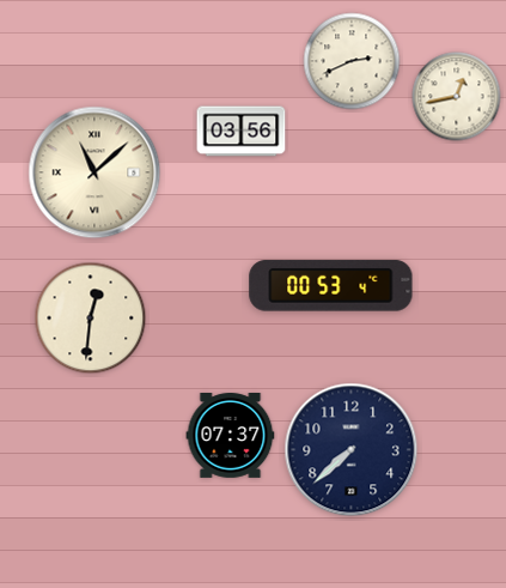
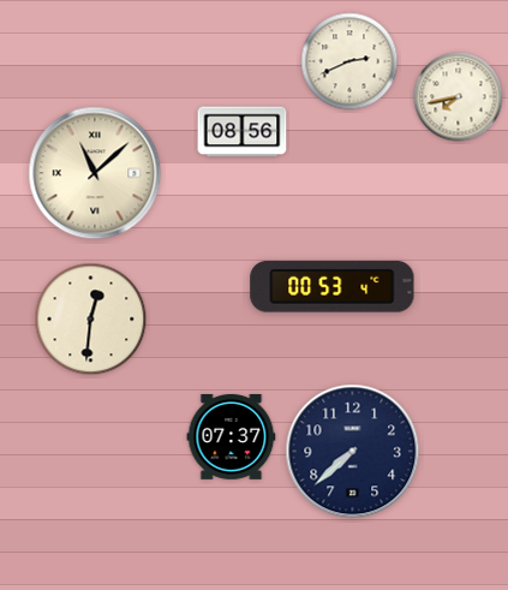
clock at (352, 61) position: (352, 61) -> (349, 61)
clock at (457, 97): 12:43 -> 7:43
clock at (242, 132): 03:56 -> 08:56
